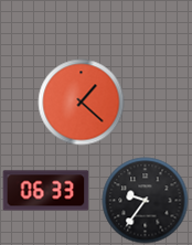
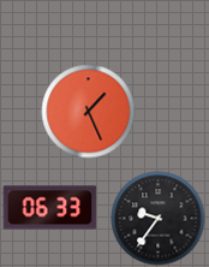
clock at (81, 102): 1:22 -> 1:26
